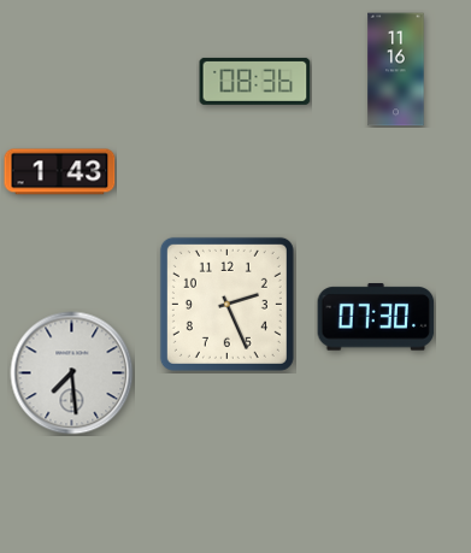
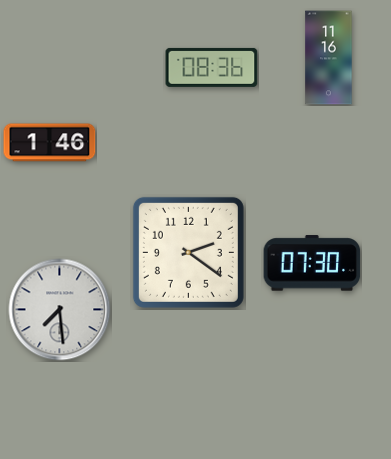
clock at (60, 172): 1:43 -> 1:46
clock at (226, 304): 2:26 -> 2:21
